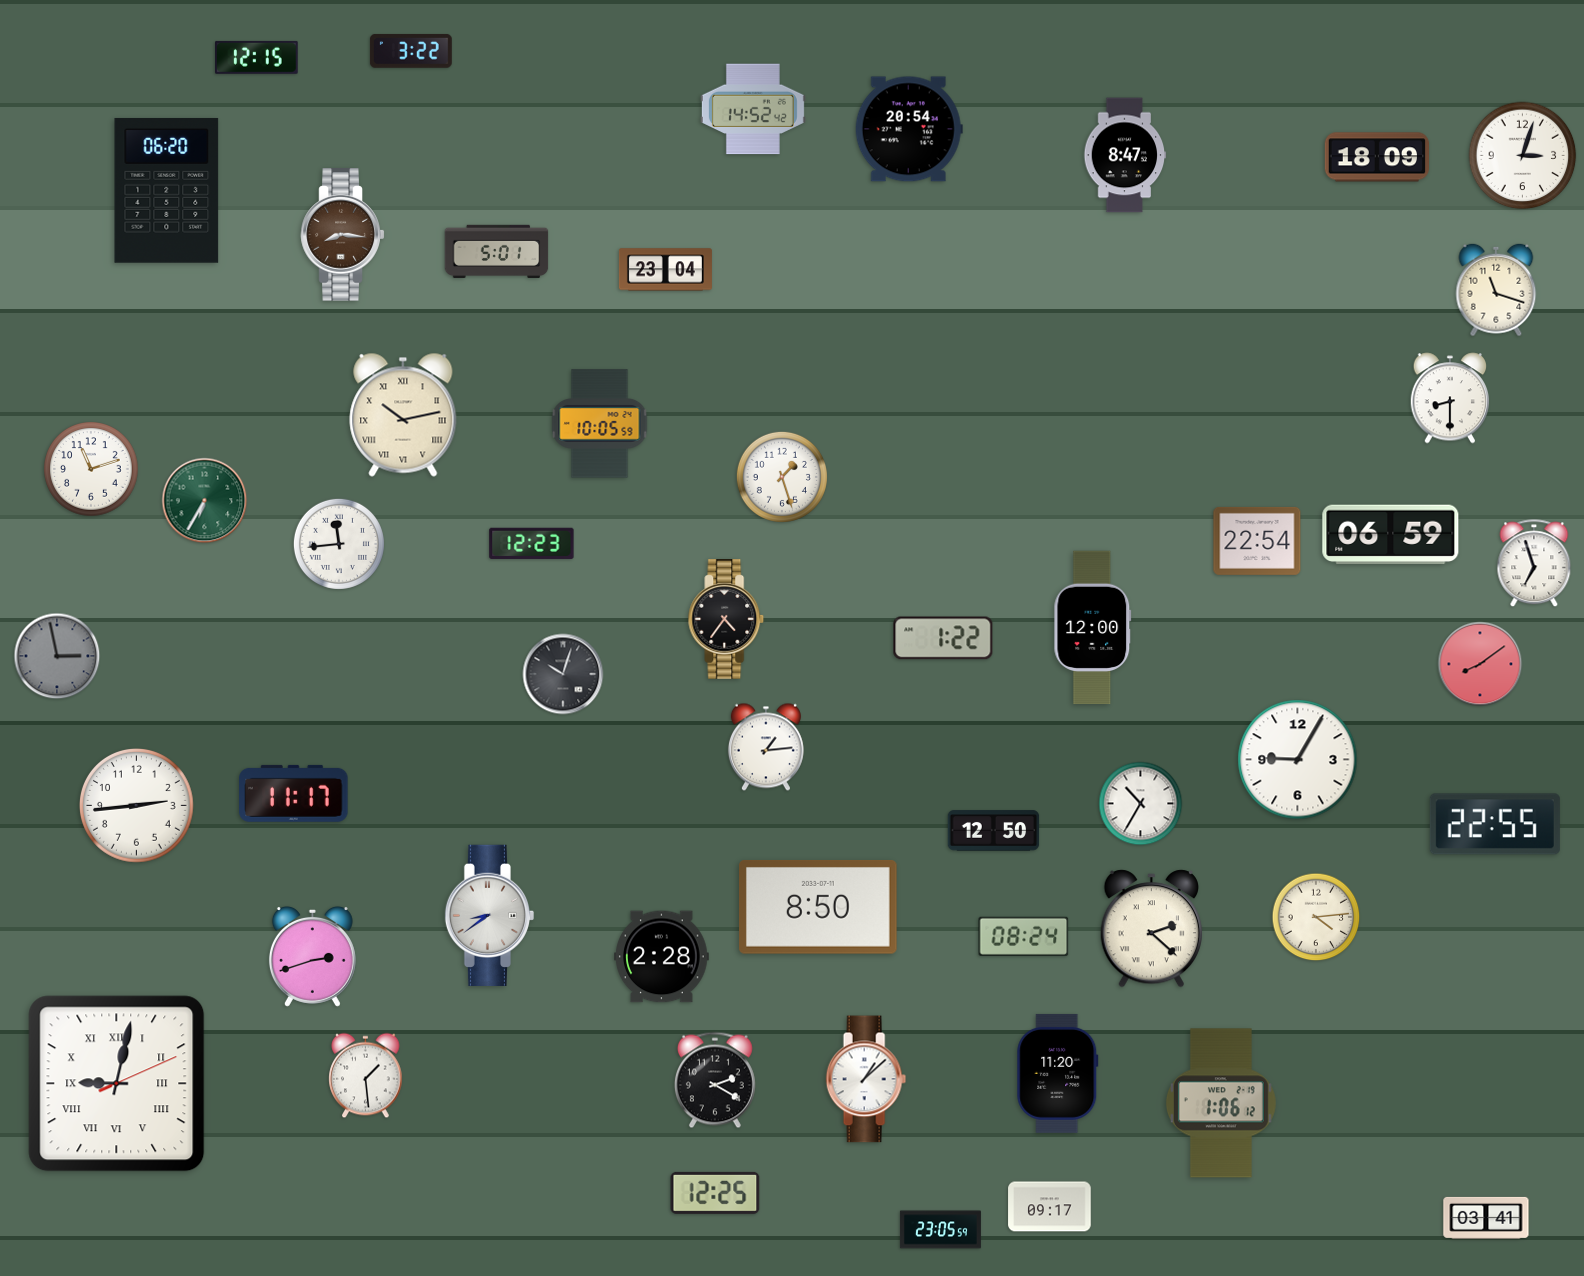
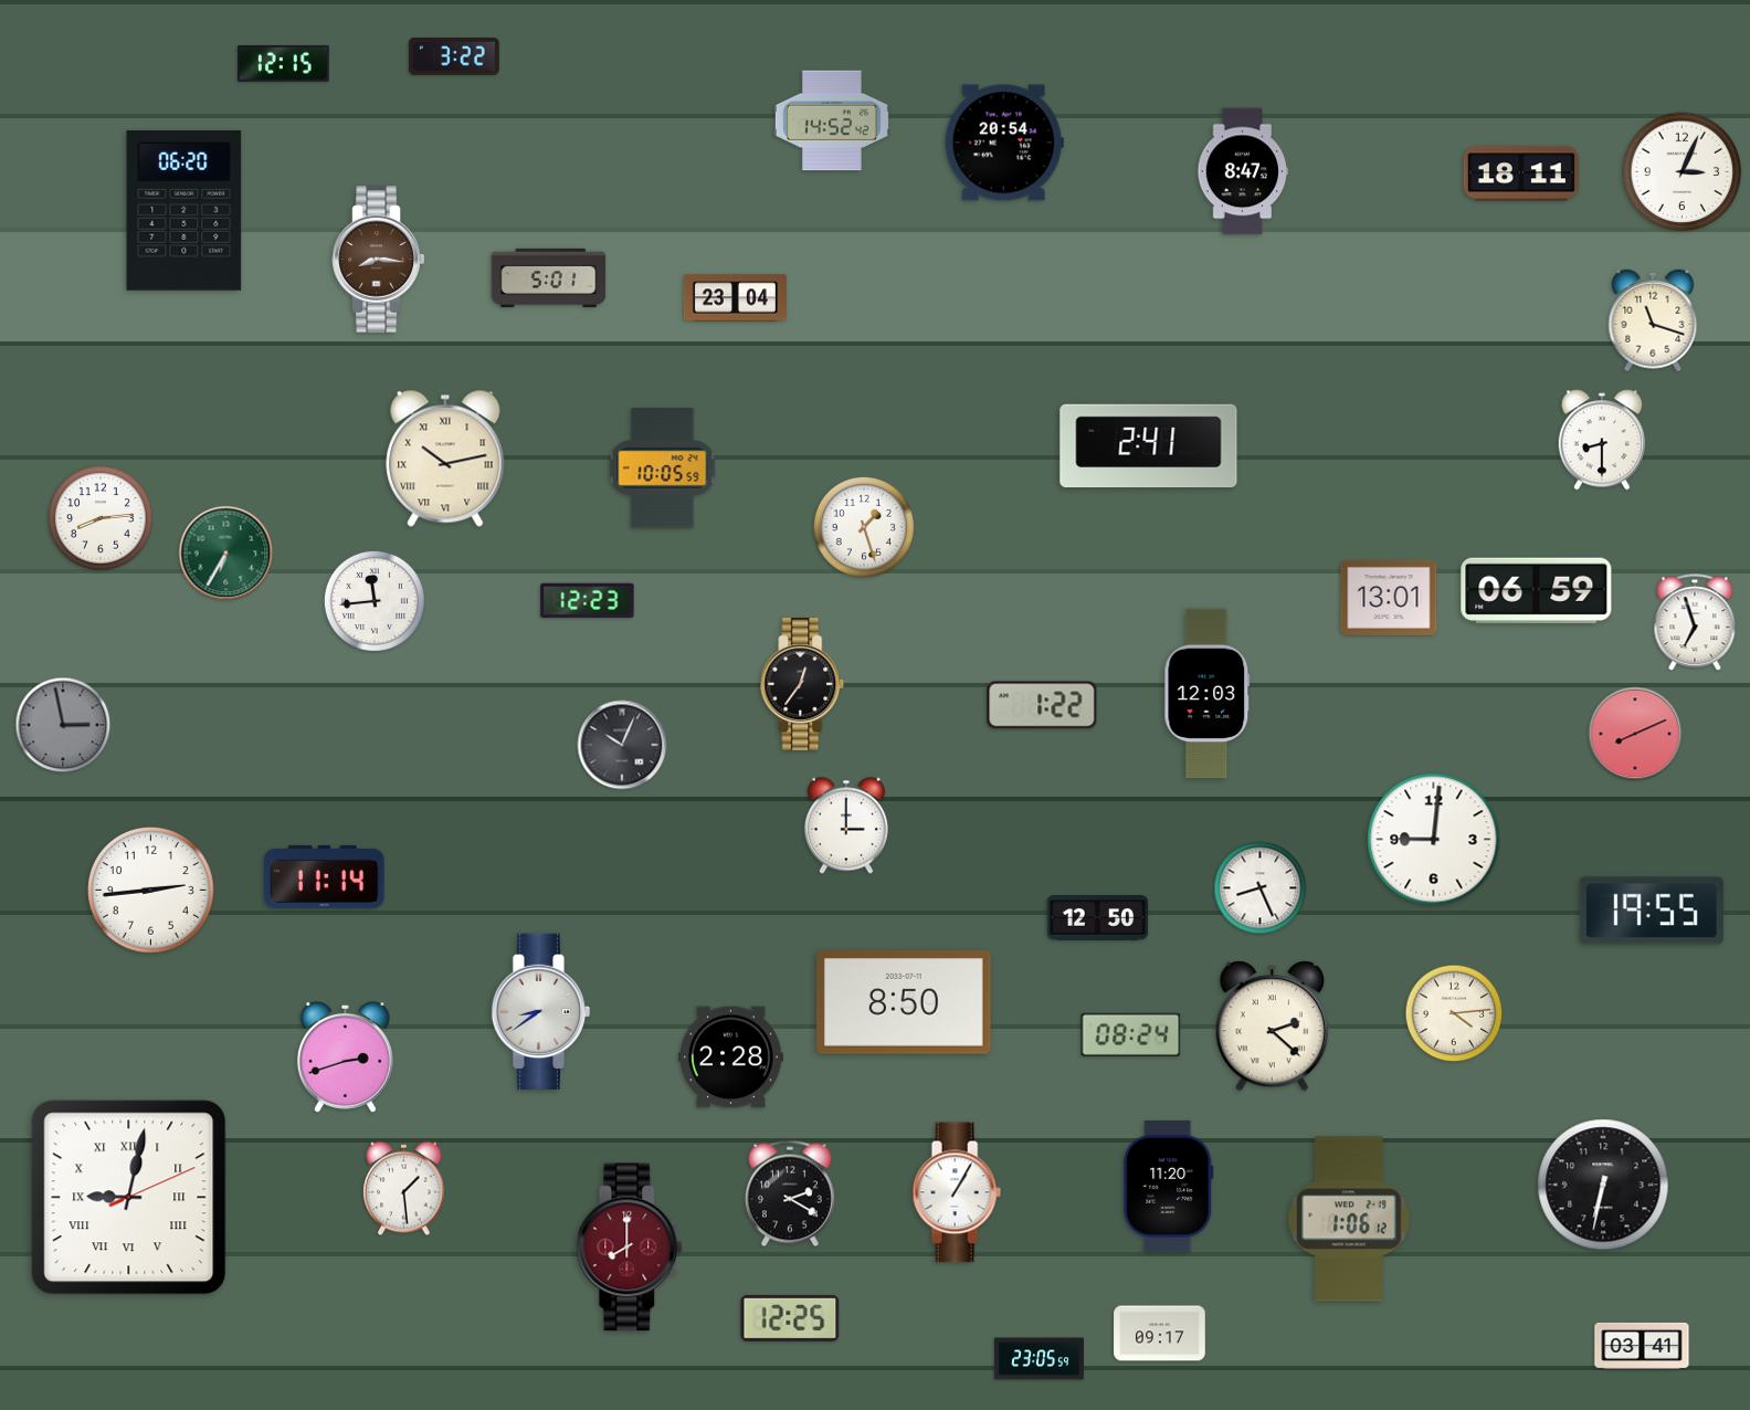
clock at (1523, 156): 3:03 -> 3:04
clock at (1376, 157): 18:09 -> 18:11
clock at (1149, 446): none -> 2:41
clock at (91, 469): 11:12 -> 8:14
clock at (1257, 541): 22:54 -> 13:01
clock at (726, 620): 4:36 -> 12:36
clock at (1093, 628): 12:00 -> 12:03
clock at (1480, 664): 8:09 -> 8:11
clock at (563, 674): 10:03 -> 10:04
clock at (766, 747): 1:14 -> 3:00
clock at (1298, 760): 9:05 -> 9:01
clock at (294, 793): 11:17 -> 11:14
clock at (1141, 804): 10:35 -> 8:26
clock at (1495, 824): 22:55 -> 19:55
clock at (1603, 1185): none -> 6:32
clock at (866, 1079): 1:08 -> 1:05
clock at (630, 1248): none -> 8:00
